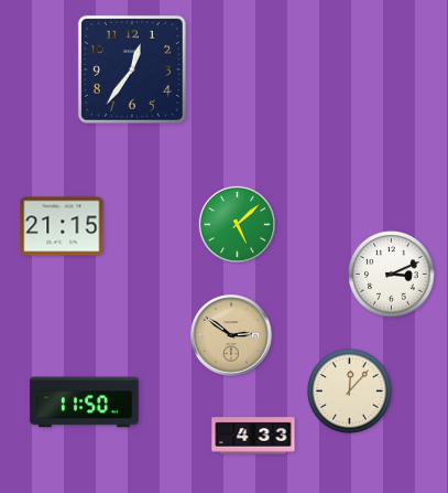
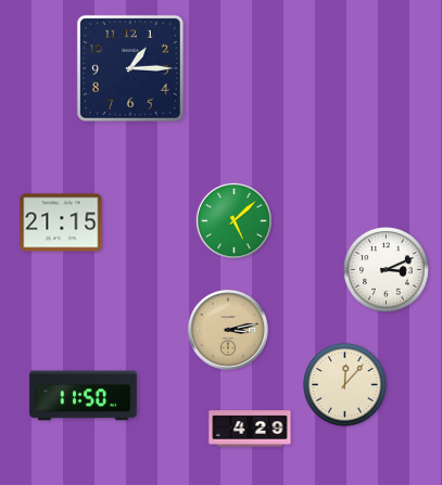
clock at (132, 69): 12:36 -> 1:15
clock at (231, 335): 2:51 -> 3:13
clock at (253, 436): 4:33 -> 4:29
